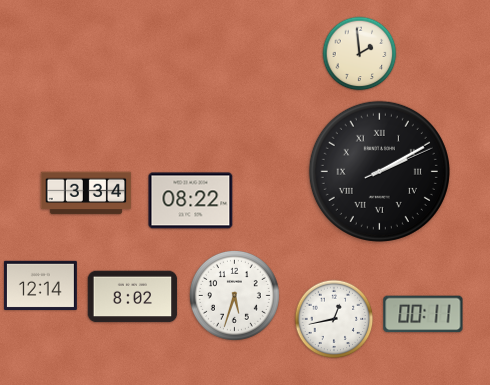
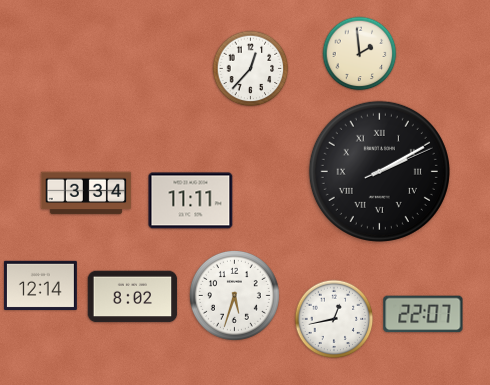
clock at (251, 69): none -> 12:37
clock at (191, 201): 08:22 -> 11:11
clock at (423, 314): 00:11 -> 22:07
